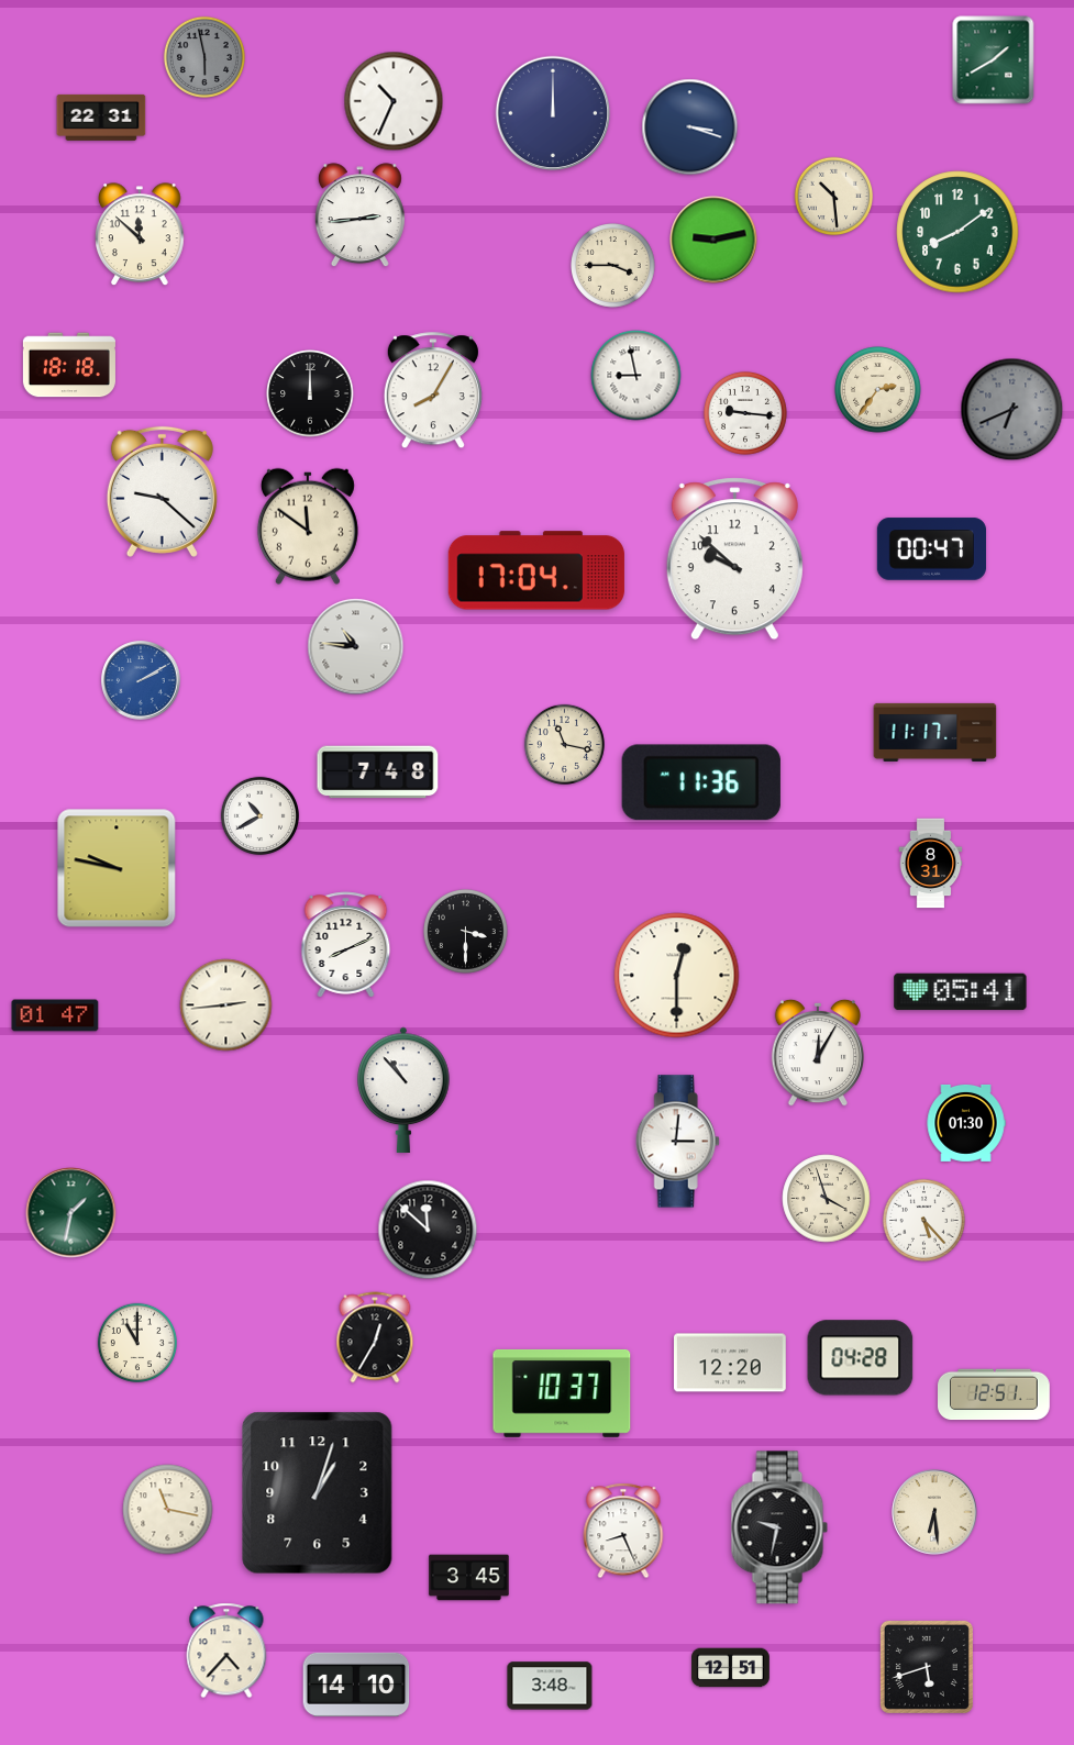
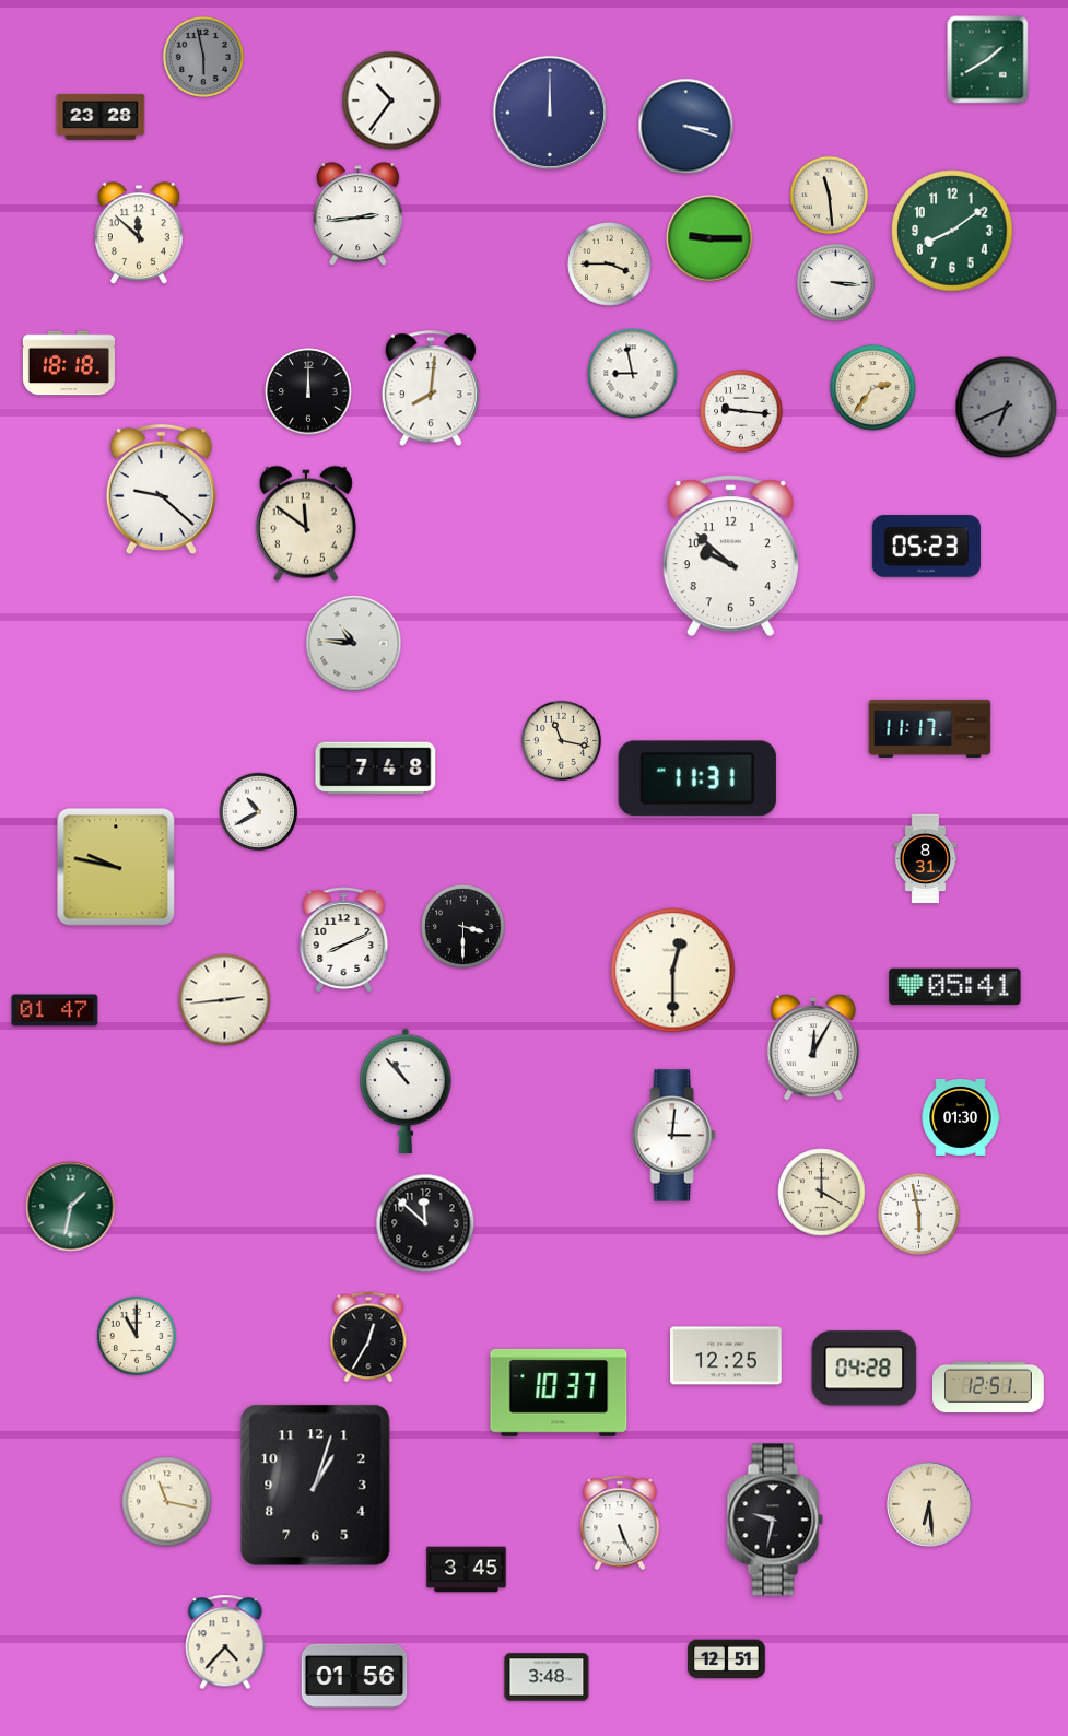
clock at (394, 101): 10:34 -> 10:36
clock at (101, 118): 22:31 -> 23:28
clock at (834, 197): 10:29 -> 11:29
clock at (713, 240): 9:13 -> 9:15
clock at (836, 283): none -> 3:16
clock at (433, 391): 8:05 -> 8:01
clock at (931, 549): 00:47 -> 05:23
clock at (536, 570): 17:04 -> none
clock at (141, 680): 2:10 -> none
clock at (701, 782): 11:36 -> 11:31
clock at (117, 868) position: (117, 868) -> (116, 867)
clock at (403, 1090) position: (403, 1090) -> (406, 1091)
clock at (827, 1199): 3:57 -> 4:00
clock at (923, 1220): 5:23 -> 5:58
clock at (375, 1337) position: (375, 1337) -> (368, 1337)
clock at (861, 1358) position: (861, 1358) -> (865, 1369)
clock at (731, 1363): 12:20 -> 12:25
clock at (562, 1393) position: (562, 1393) -> (559, 1393)
clock at (623, 1531): 8:26 -> 5:26
clock at (927, 1667): 5:42 -> none
clock at (356, 1685): 14:10 -> 01:56
